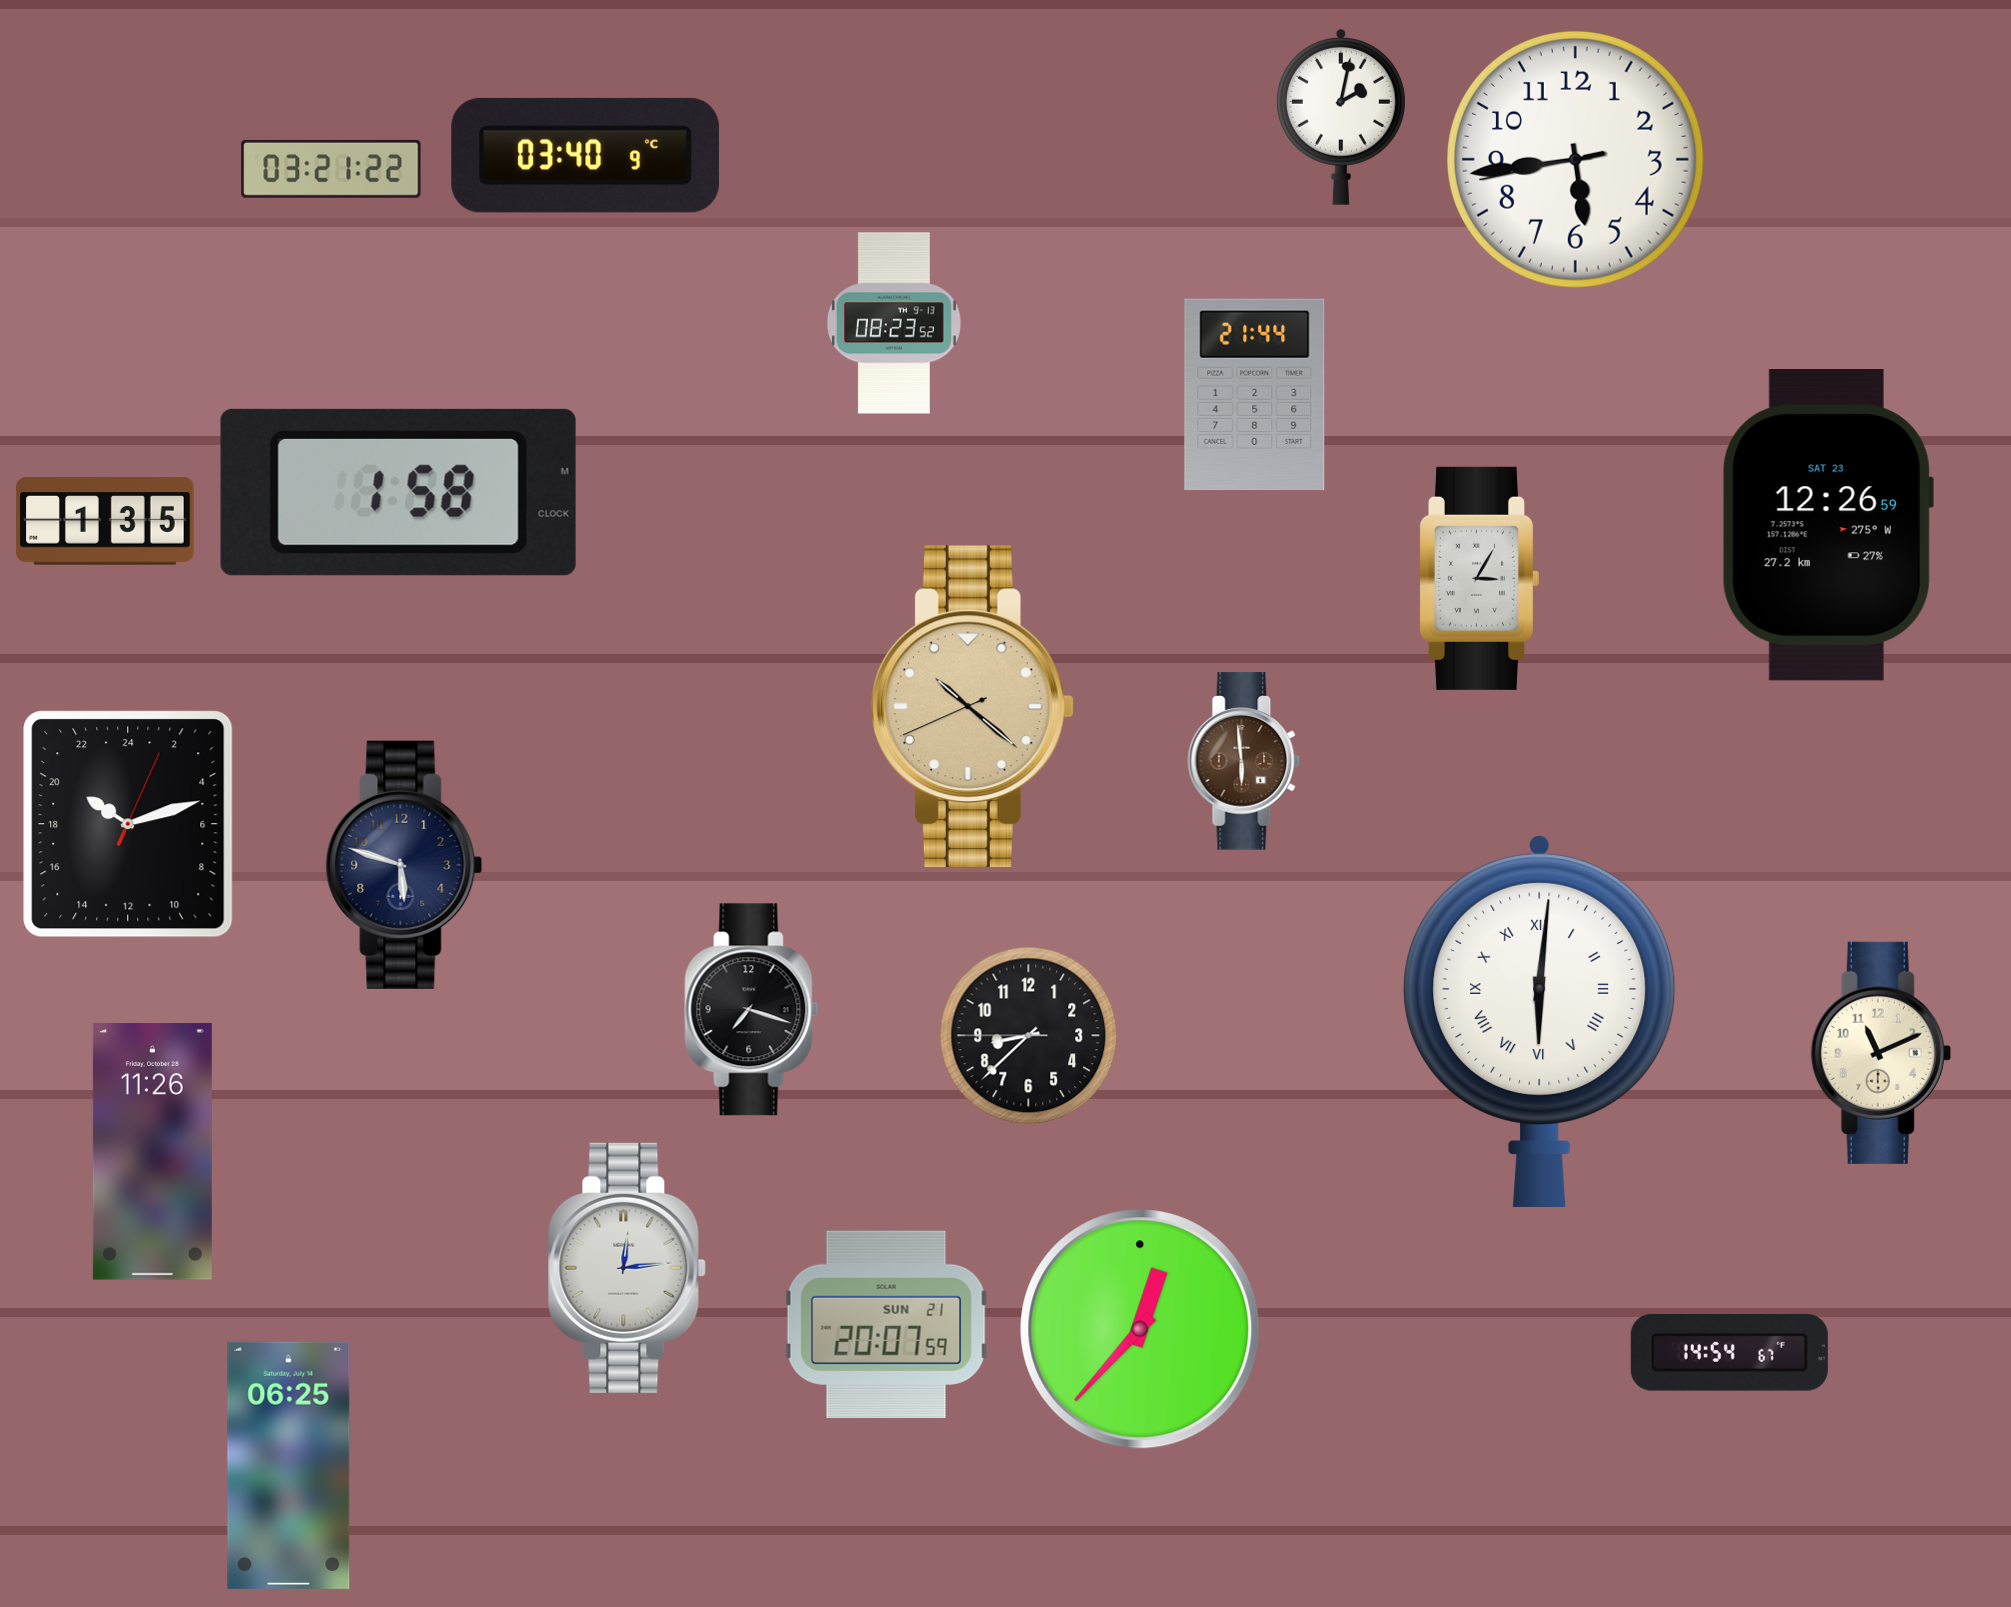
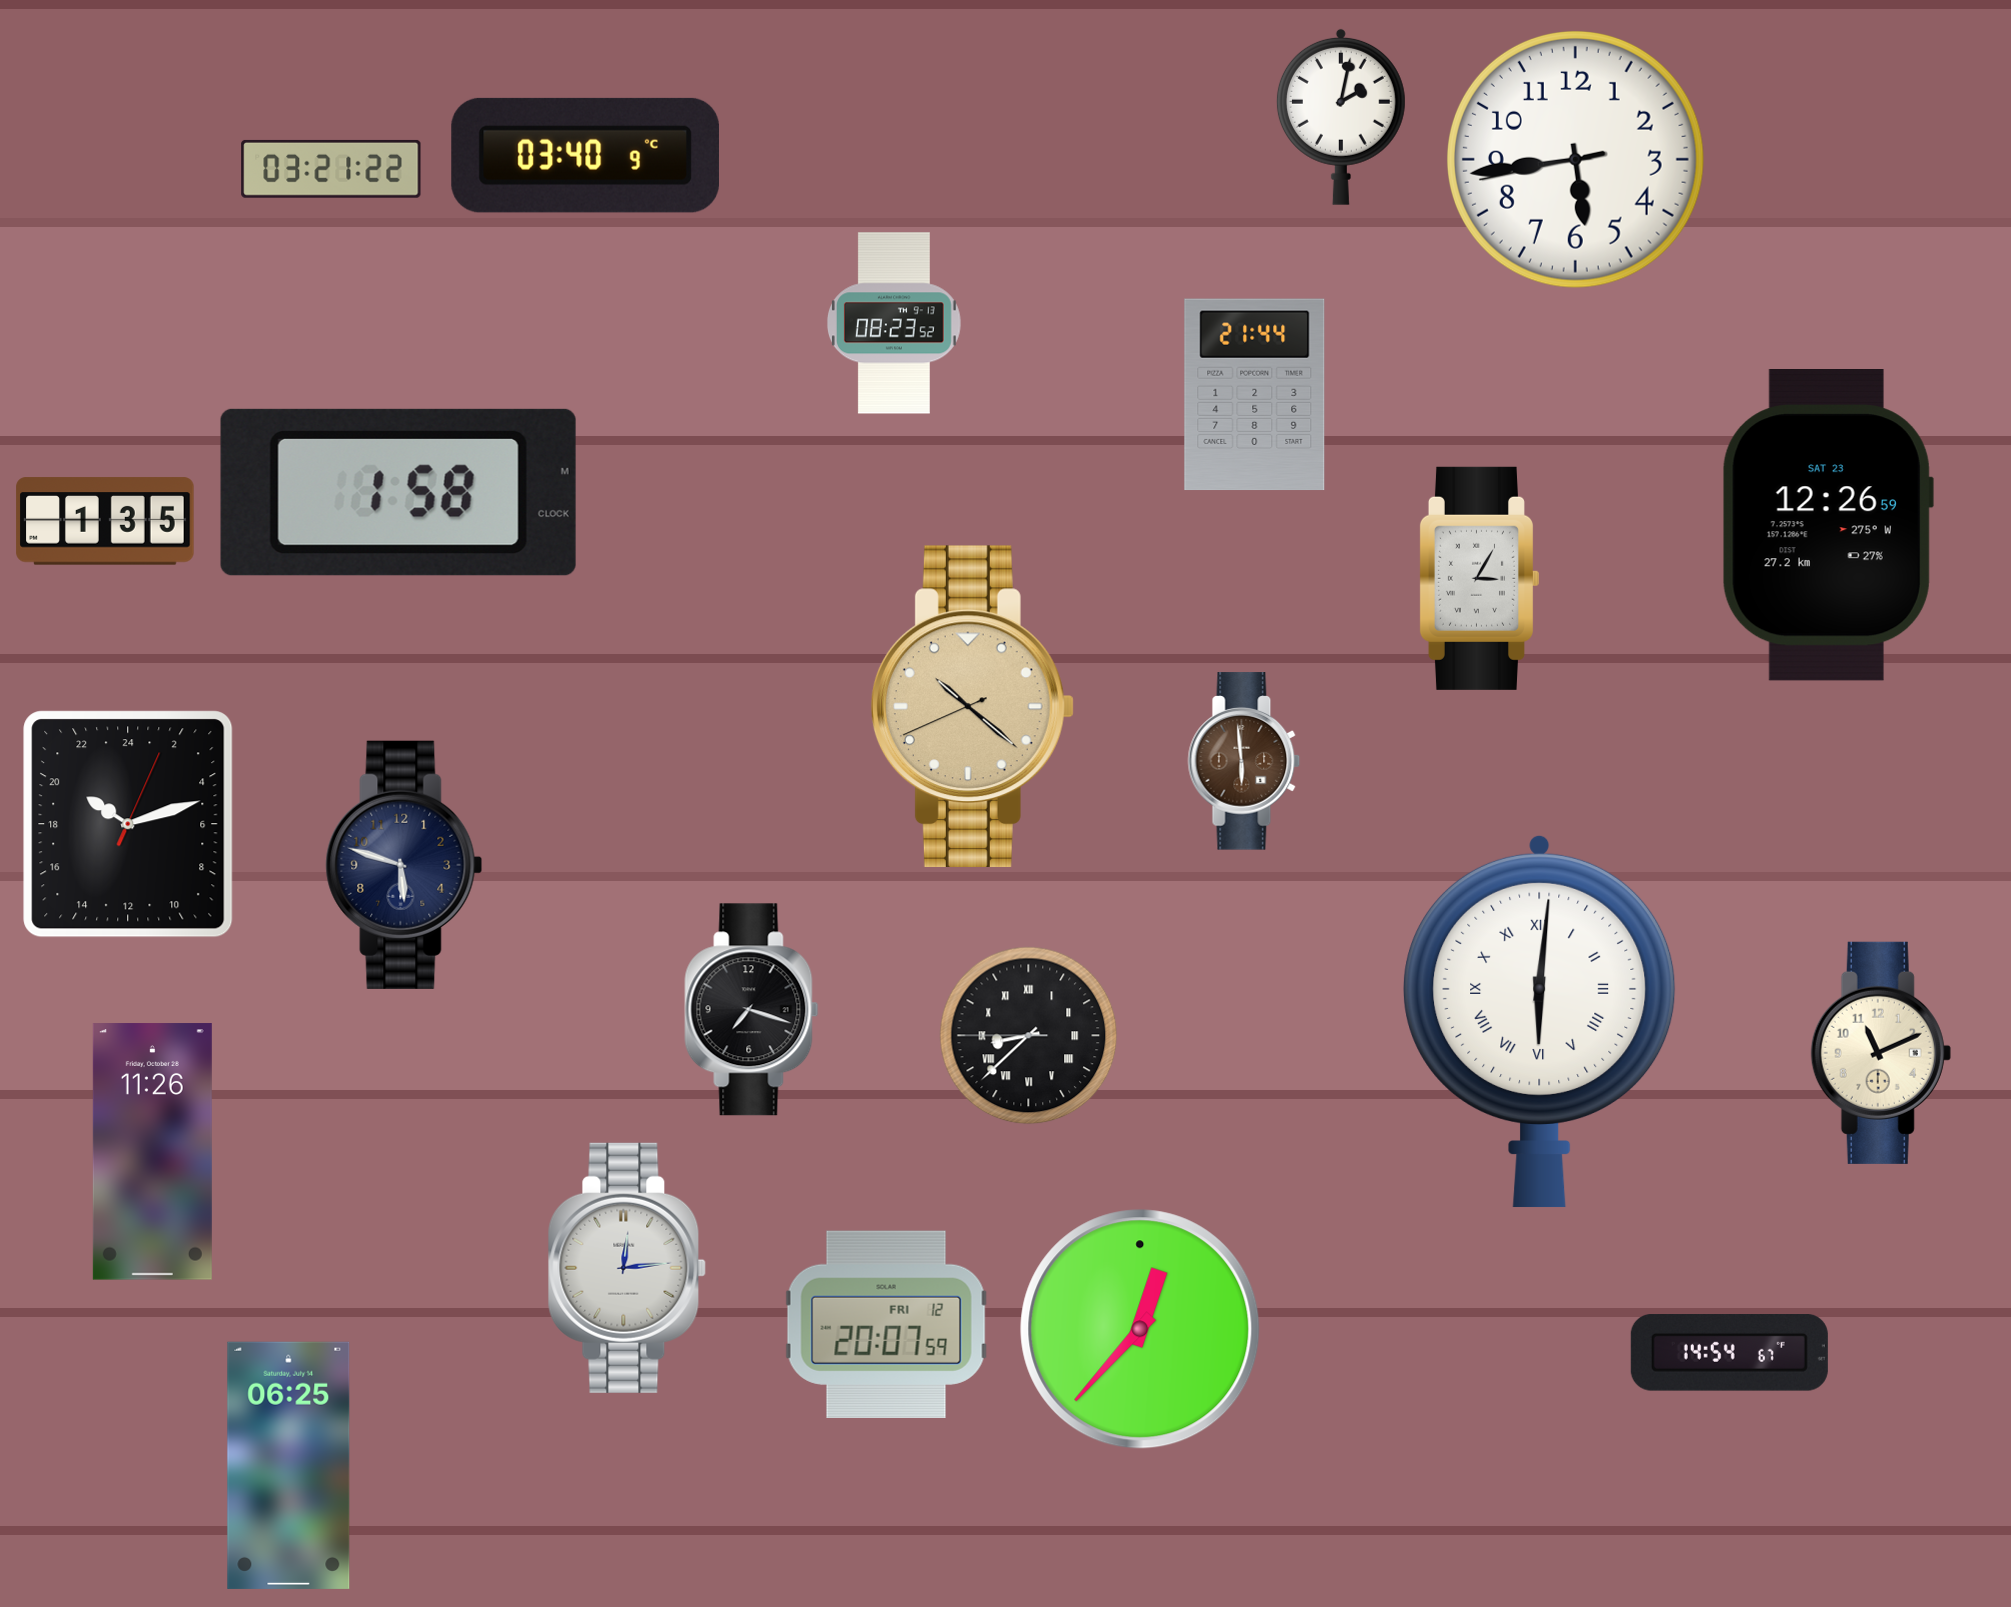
clock at (1029, 1036) numerals: Arabic -> Roman
clock at (887, 1324) date: SUN 21 -> FRI 12
